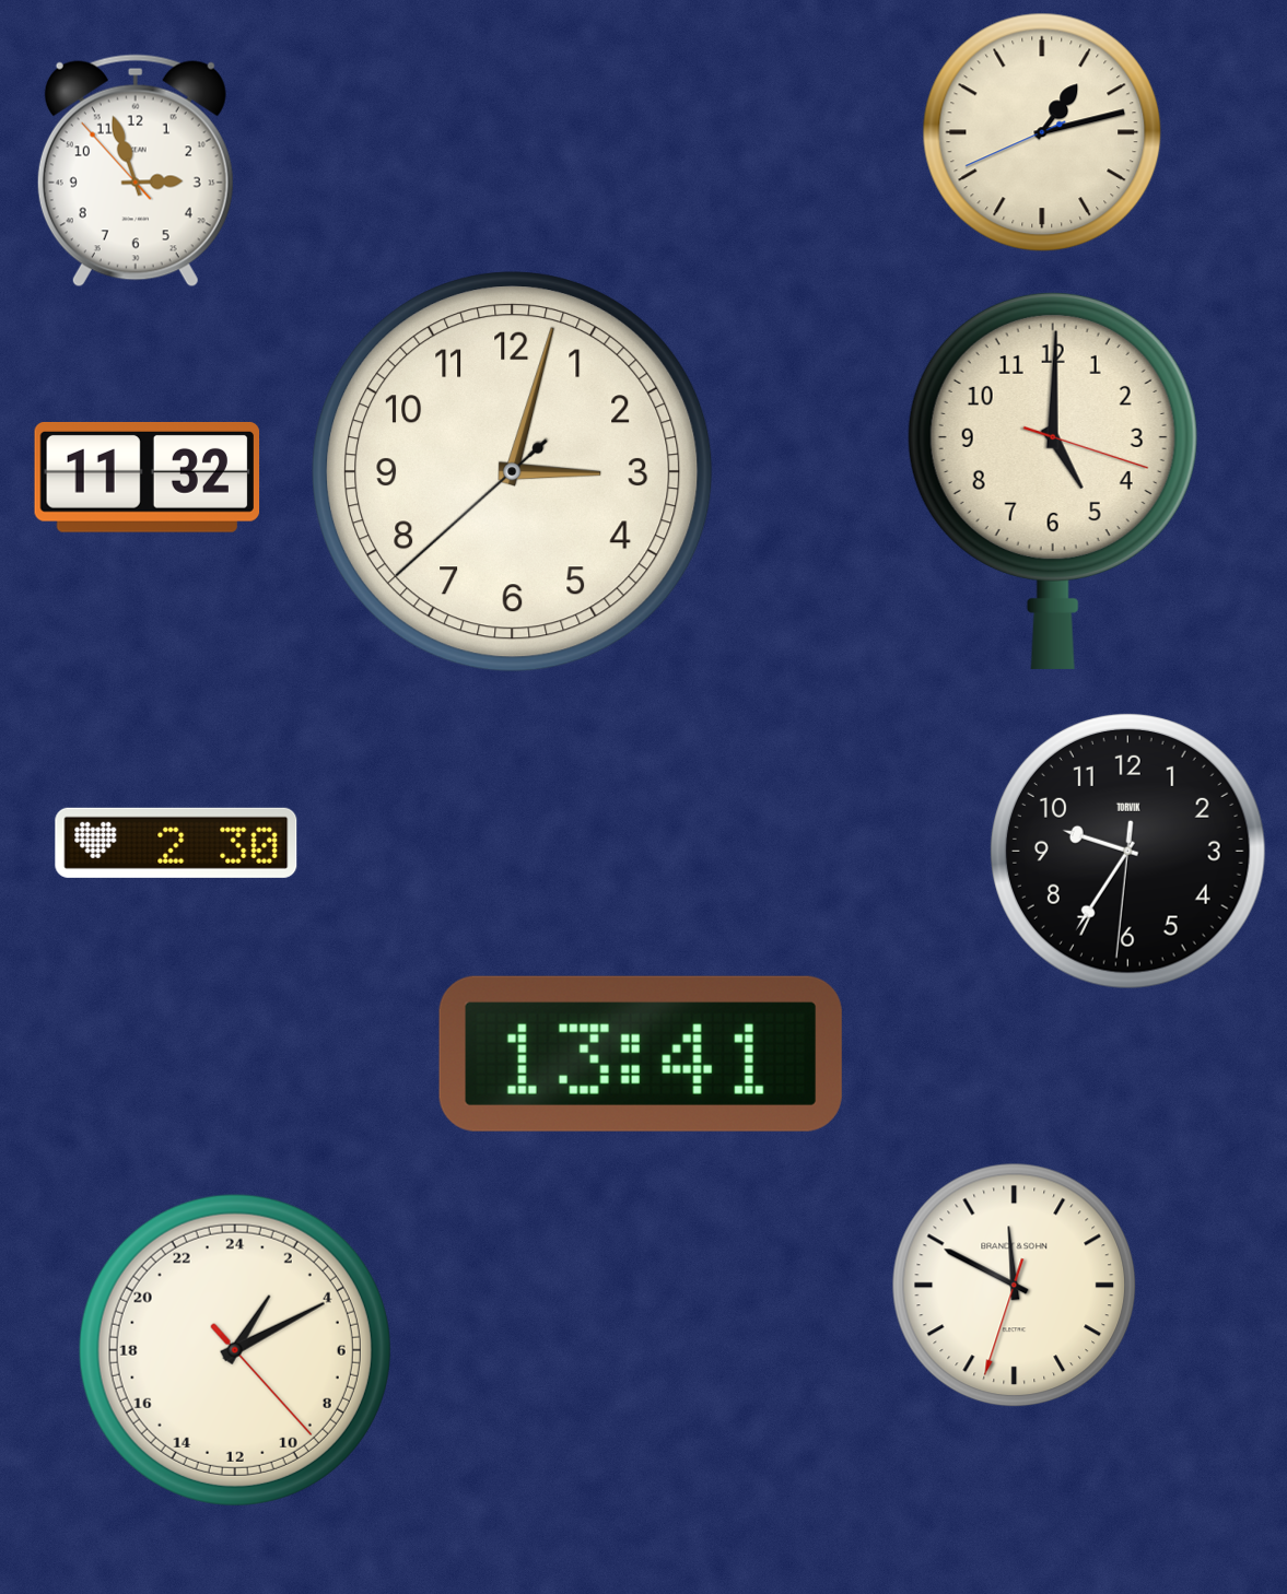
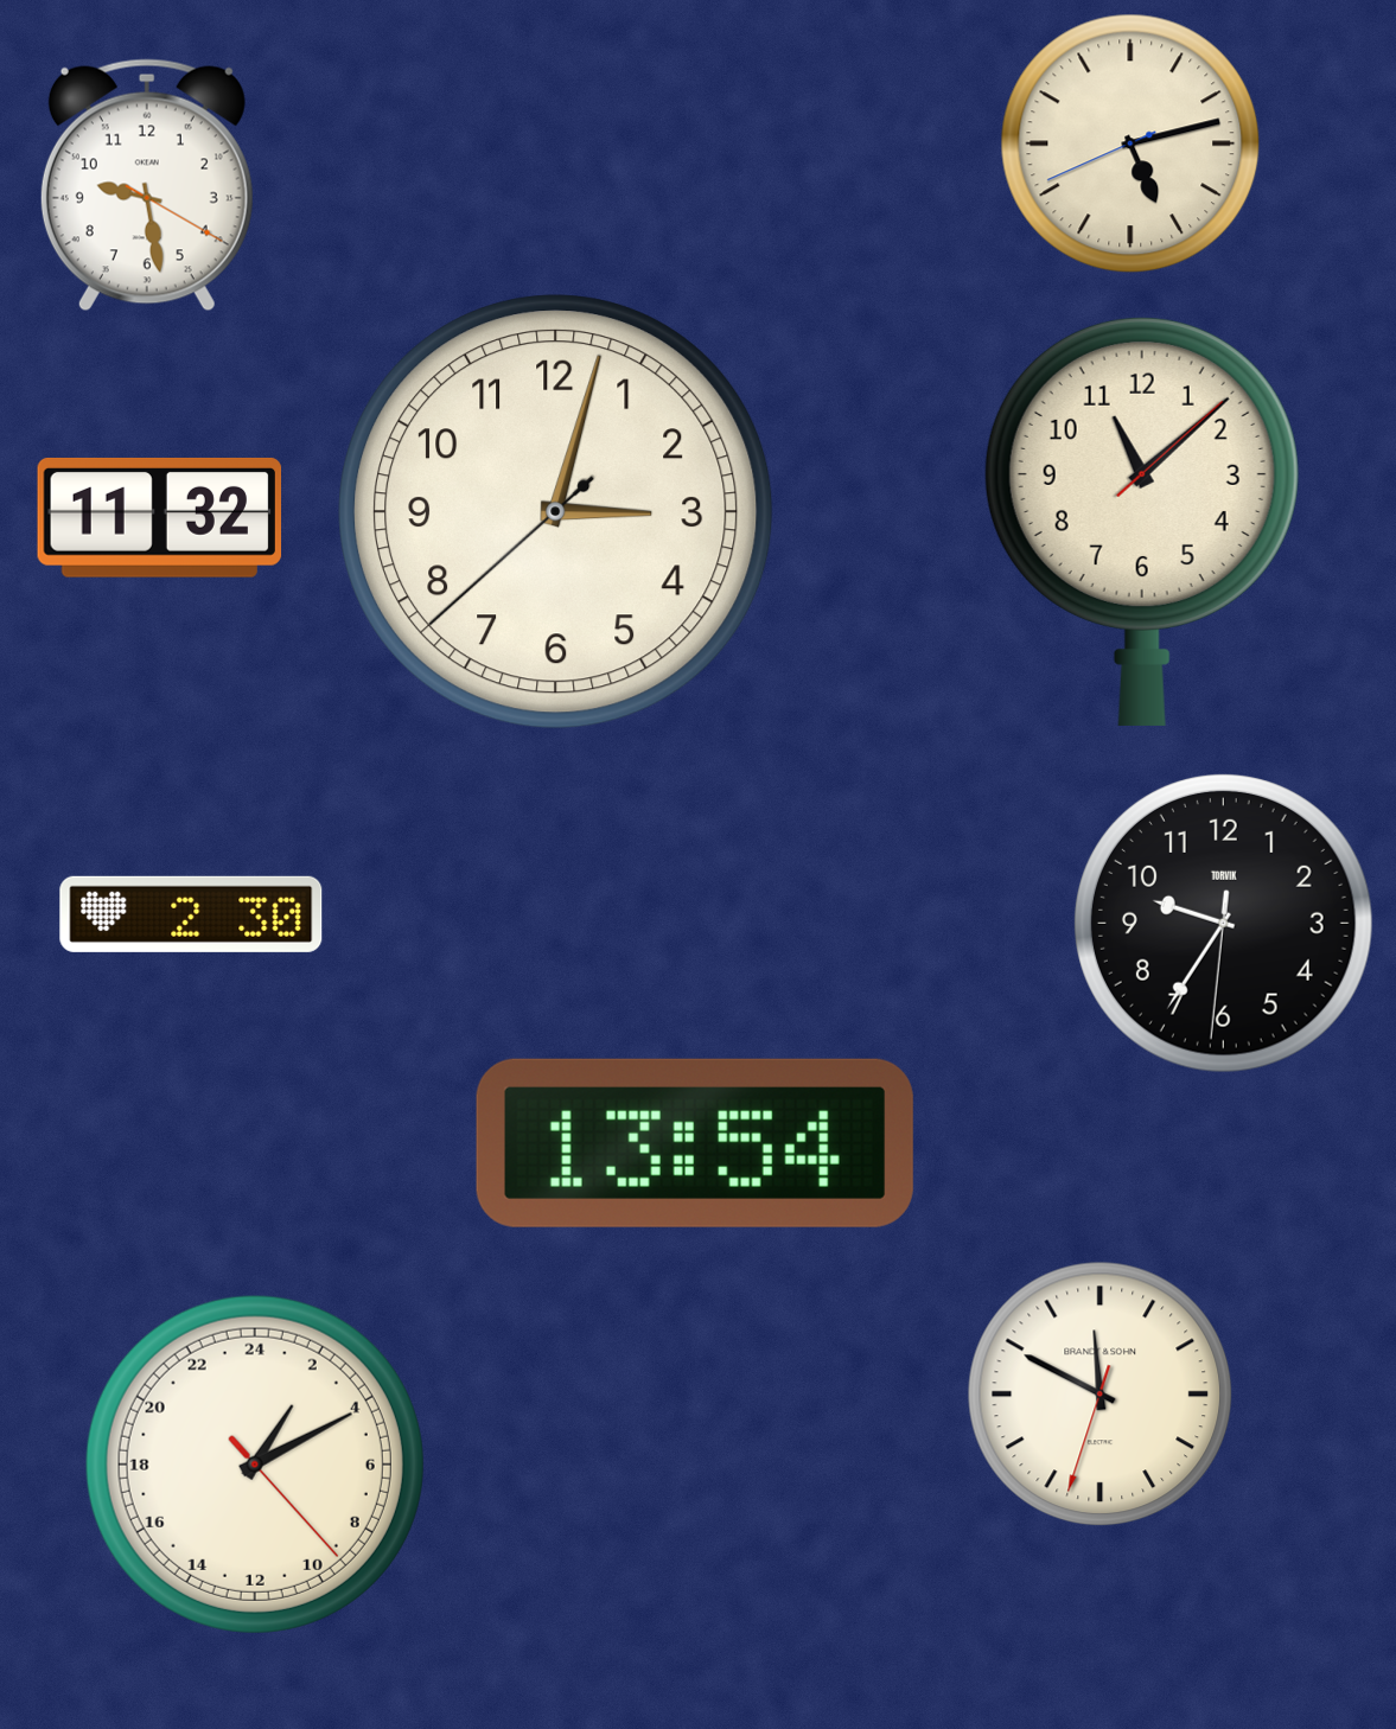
clock at (1042, 132): 1:12 -> 5:12
clock at (136, 171): 2:56 -> 9:28
clock at (1053, 480): 5:00 -> 11:08
clock at (641, 1054): 13:41 -> 13:54
